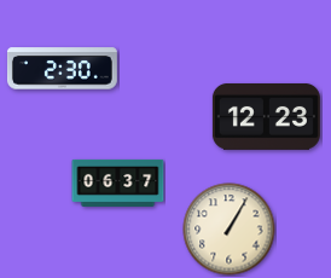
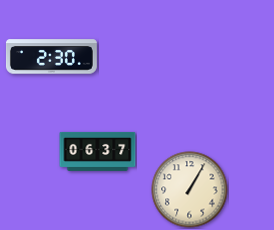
clock at (266, 116): 12:23 -> none
